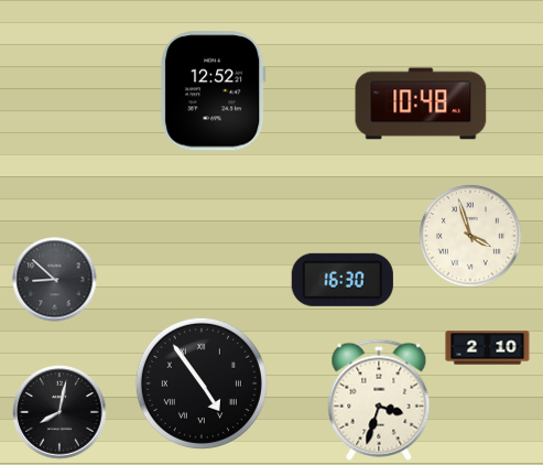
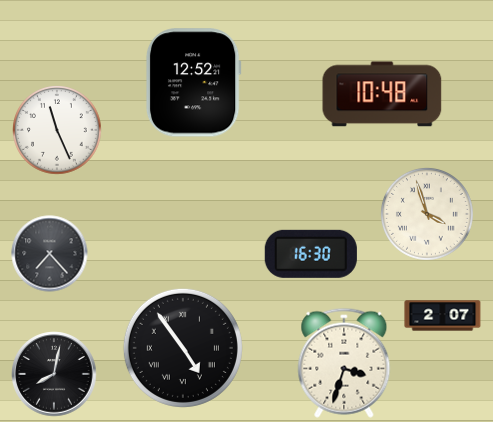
clock at (58, 131): none -> 11:26
clock at (55, 280): 8:52 -> 7:23
clock at (488, 348): 2:10 -> 2:07
